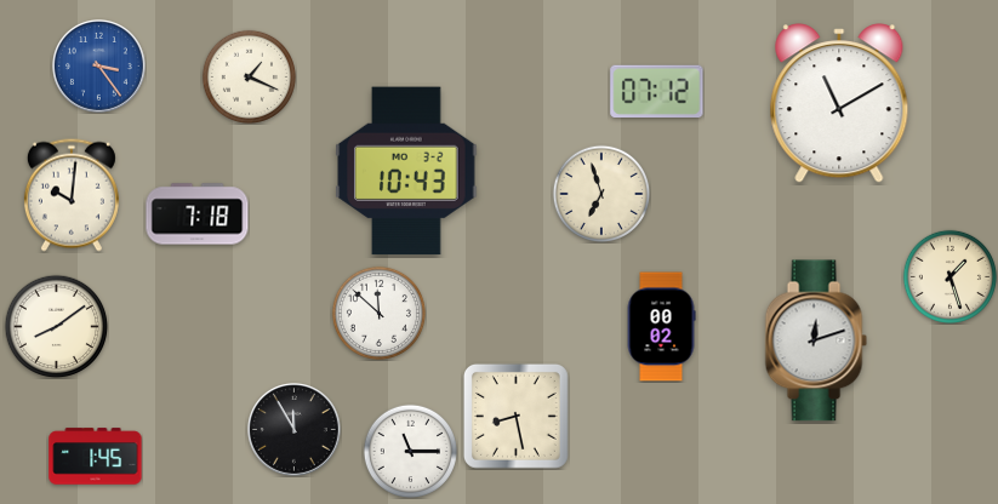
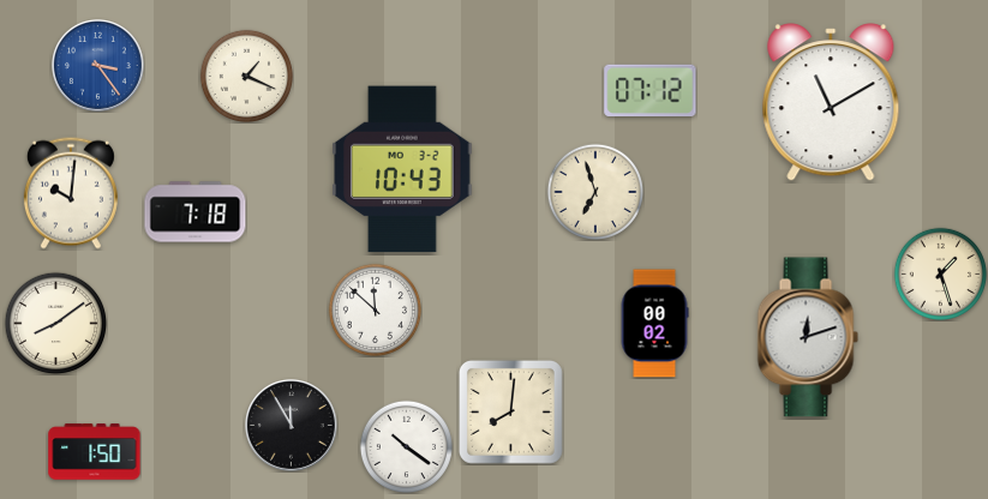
clock at (515, 416): 8:28 -> 8:01
clock at (410, 451): 11:15 -> 10:21
clock at (96, 457): 1:45 -> 1:50
